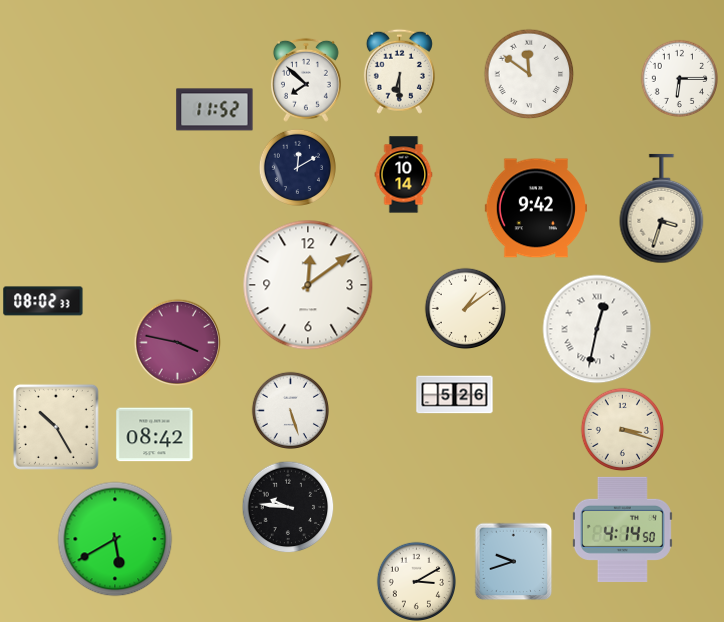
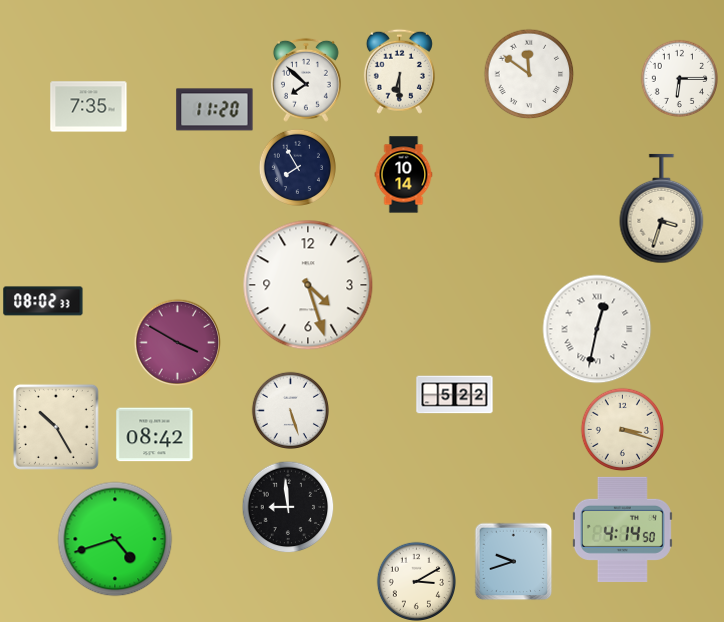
clock at (89, 107): none -> 7:35
clock at (215, 110): 11:52 -> 11:20
clock at (297, 167): 12:10 -> 7:55
clock at (535, 208): 9:42 -> none
clock at (308, 285): 12:09 -> 4:27
clock at (465, 308): 1:09 -> none
clock at (177, 342): 3:47 -> 3:50
clock at (455, 395): 5:26 -> 5:22
clock at (288, 507): 9:46 -> 8:59
clock at (115, 539): 5:40 -> 4:42
